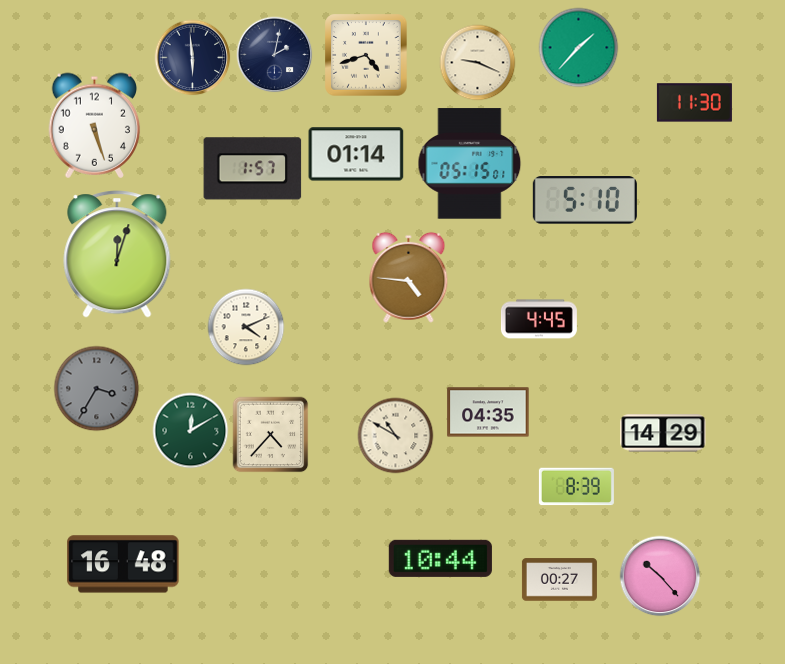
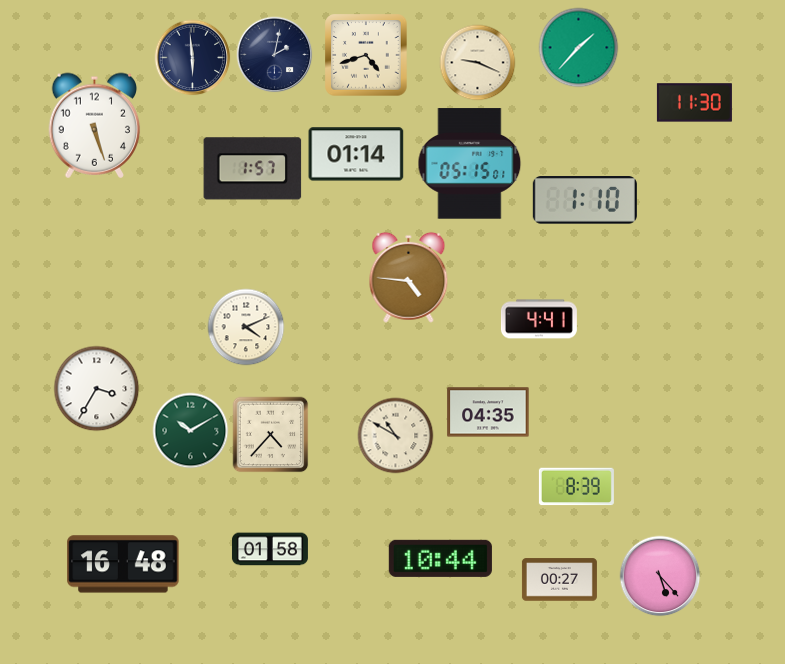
clock at (585, 201): 5:10 -> 1:10
clock at (117, 254): 12:03 -> none
clock at (539, 319): 4:45 -> 4:41
clock at (97, 389) dial: grey -> white
clock at (191, 431): 12:10 -> 10:10
clock at (663, 433): 14:29 -> none
clock at (270, 549): none -> 01:58
clock at (660, 576): 10:23 -> 5:23
